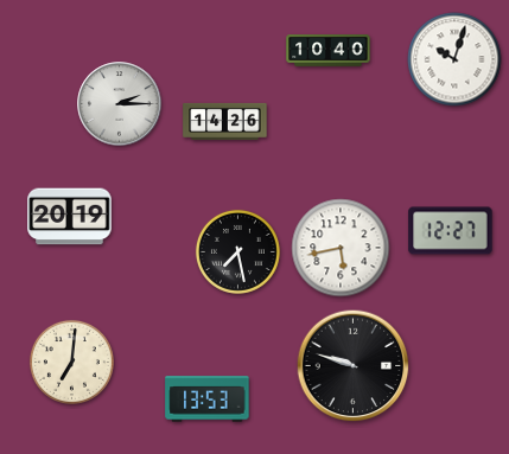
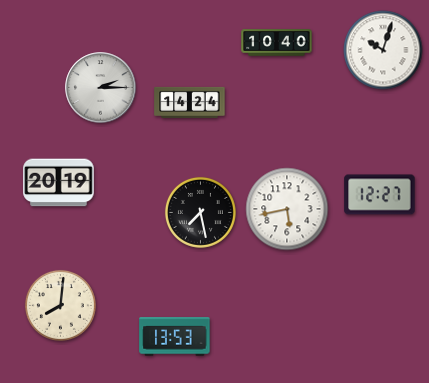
clock at (225, 121): 14:26 -> 14:24
clock at (71, 362): 7:01 -> 8:01
clock at (354, 366): 9:48 -> none
